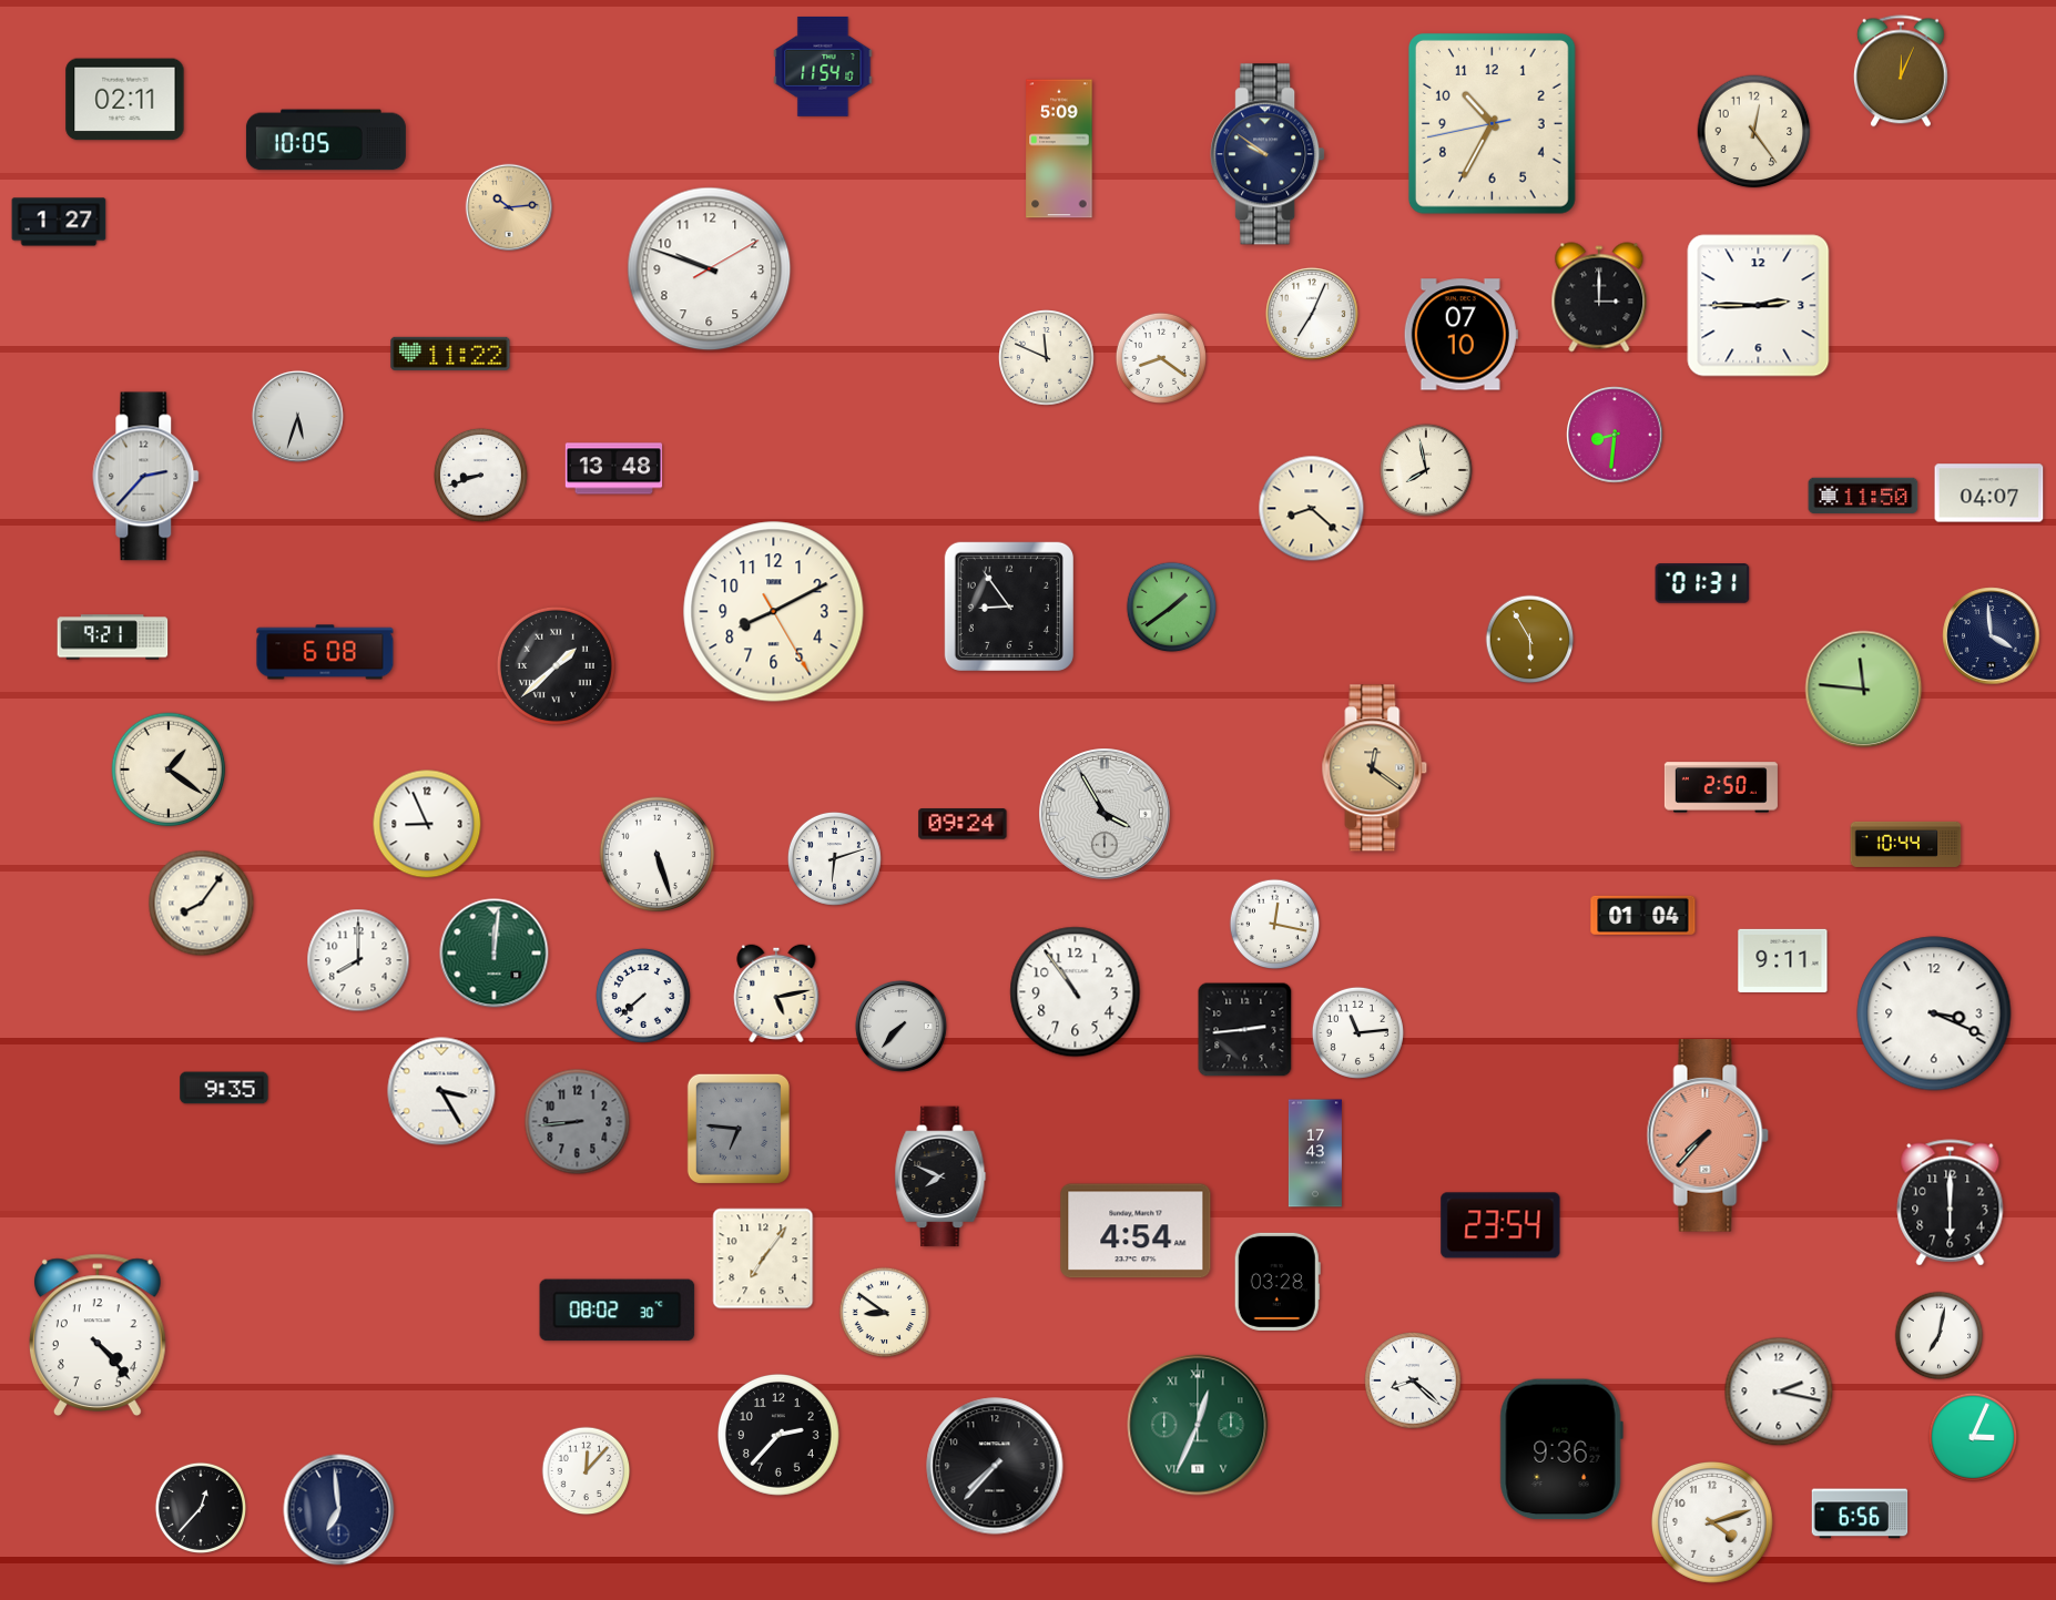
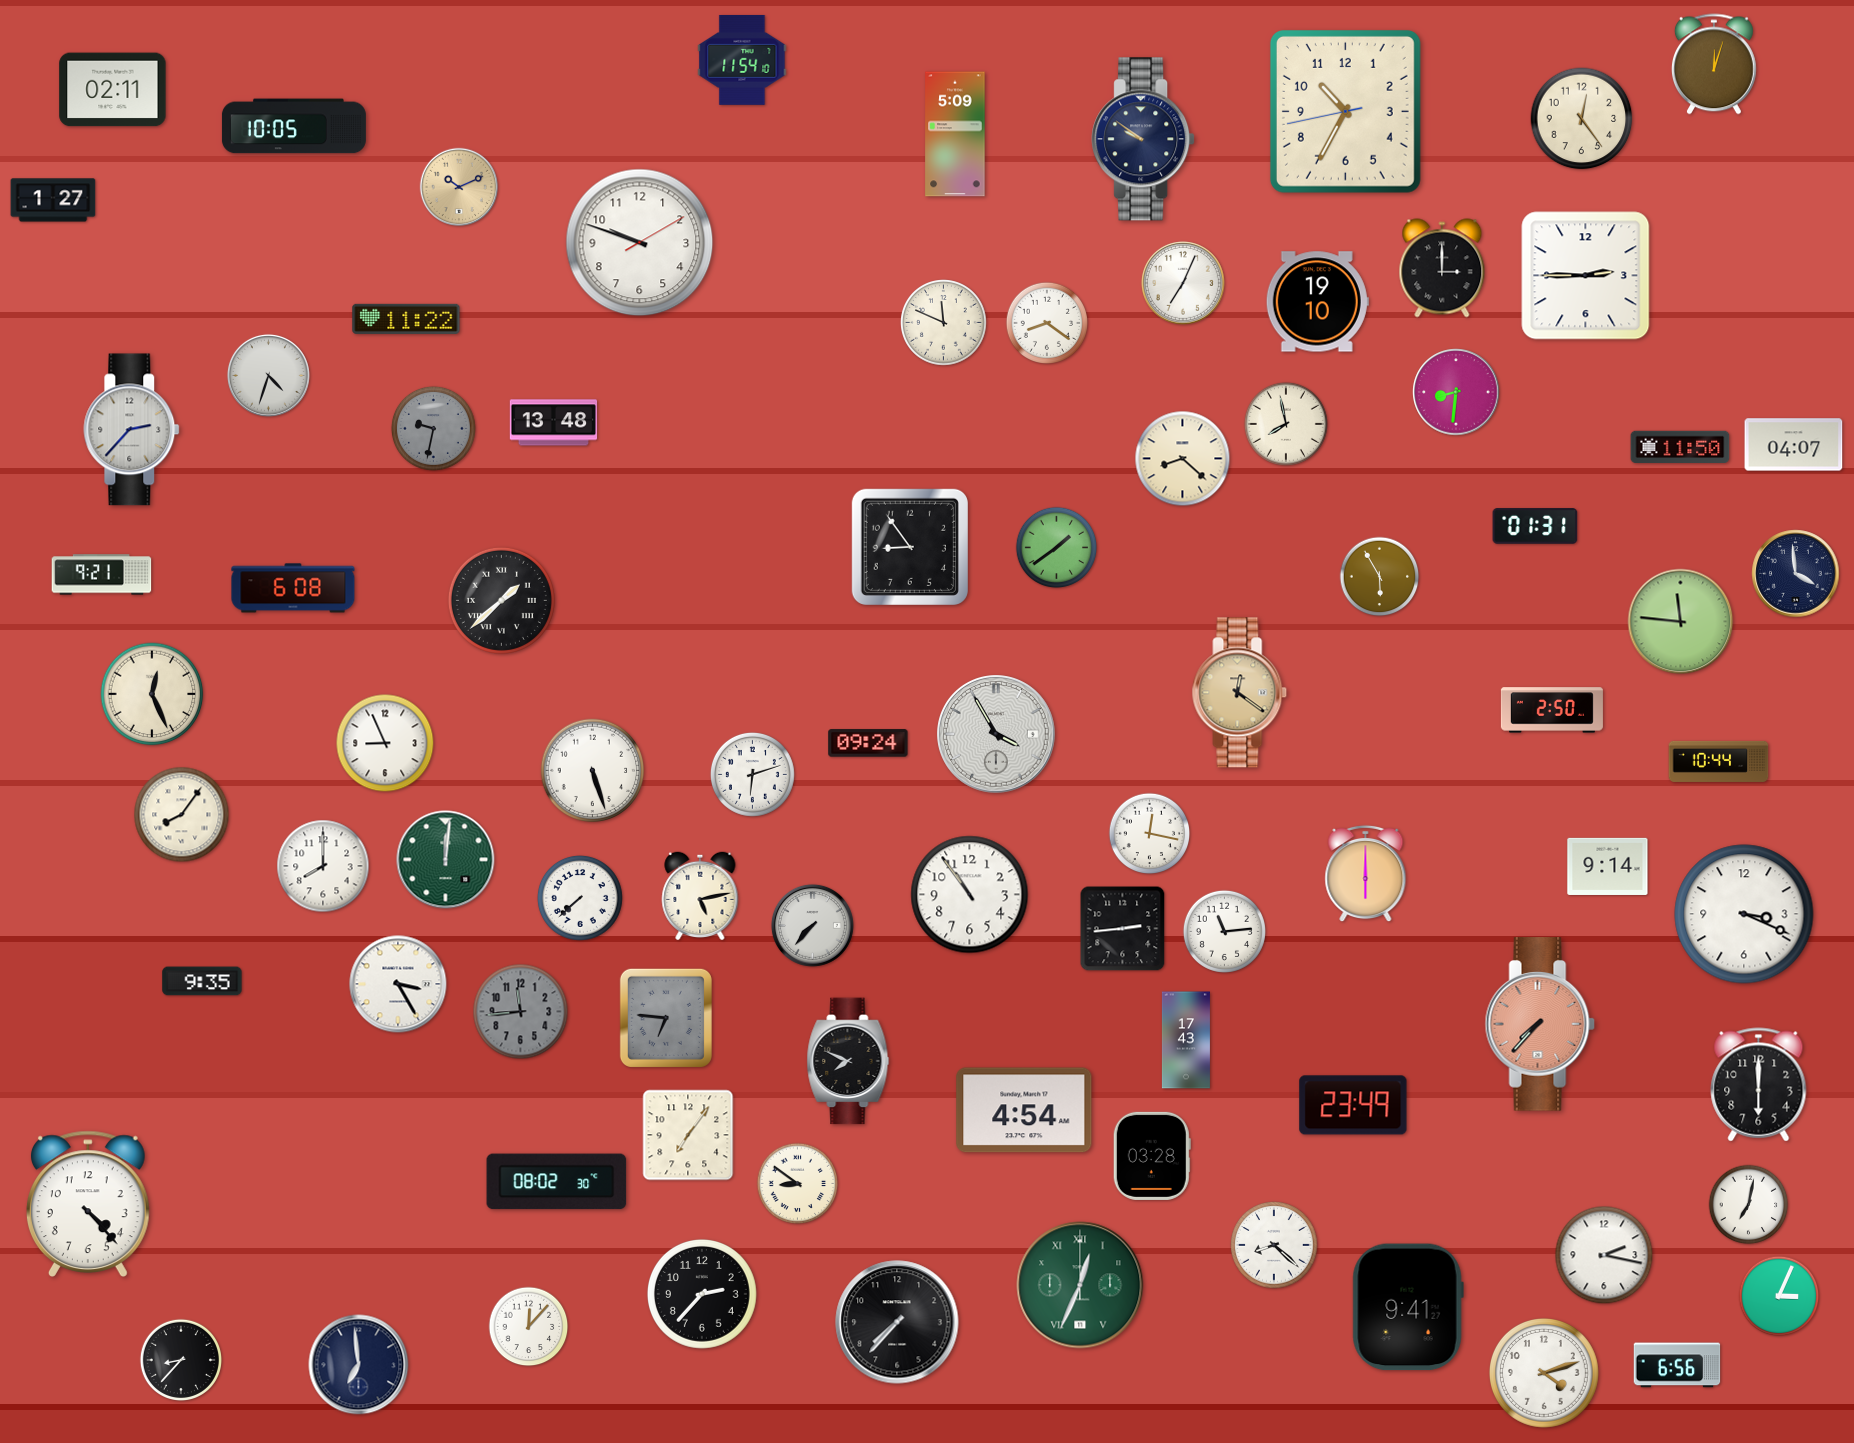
clock at (1901, 71): 12:04 -> 12:03
clock at (508, 206): 10:14 -> 10:11
clock at (1460, 335): 07:10 -> 19:10
clock at (297, 416): 5:33 -> 4:33
clock at (480, 475): 8:42 -> 9:32
clock at (480, 475) dial: white -> grey
clock at (774, 612): 8:10 -> none
clock at (169, 770): 1:21 -> 12:26
clock at (1643, 915): 01:04 -> none
clock at (1783, 960): 9:11 -> 9:14
clock at (1366, 874): none -> 6:00
clock at (578, 1122): 8:44 -> 11:44
clock at (1500, 1225): 23:54 -> 23:49
clock at (1561, 1449): 9:36 -> 9:41
clock at (200, 1507): 12:37 -> 8:37
clock at (339, 1510) position: (339, 1510) -> (359, 1365)
